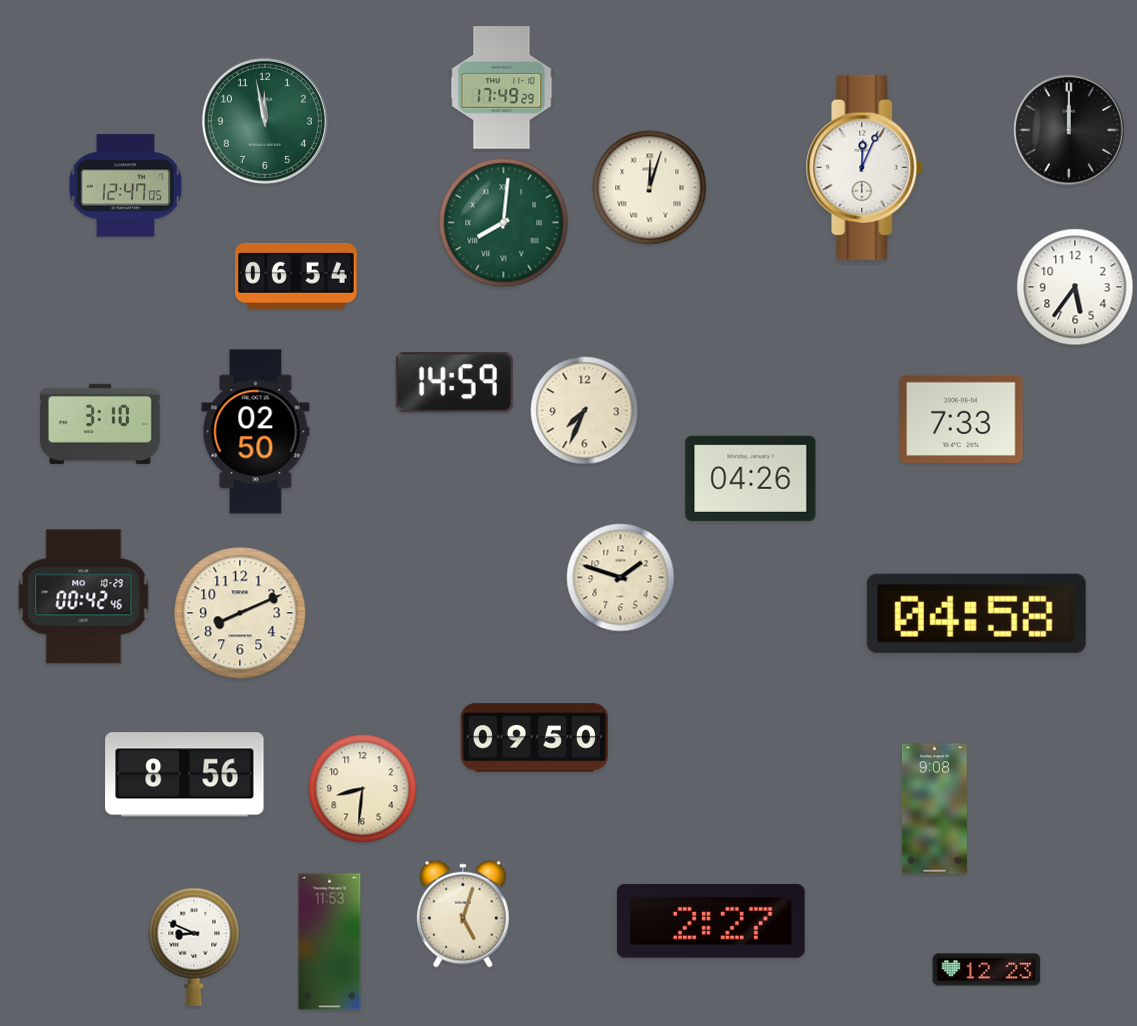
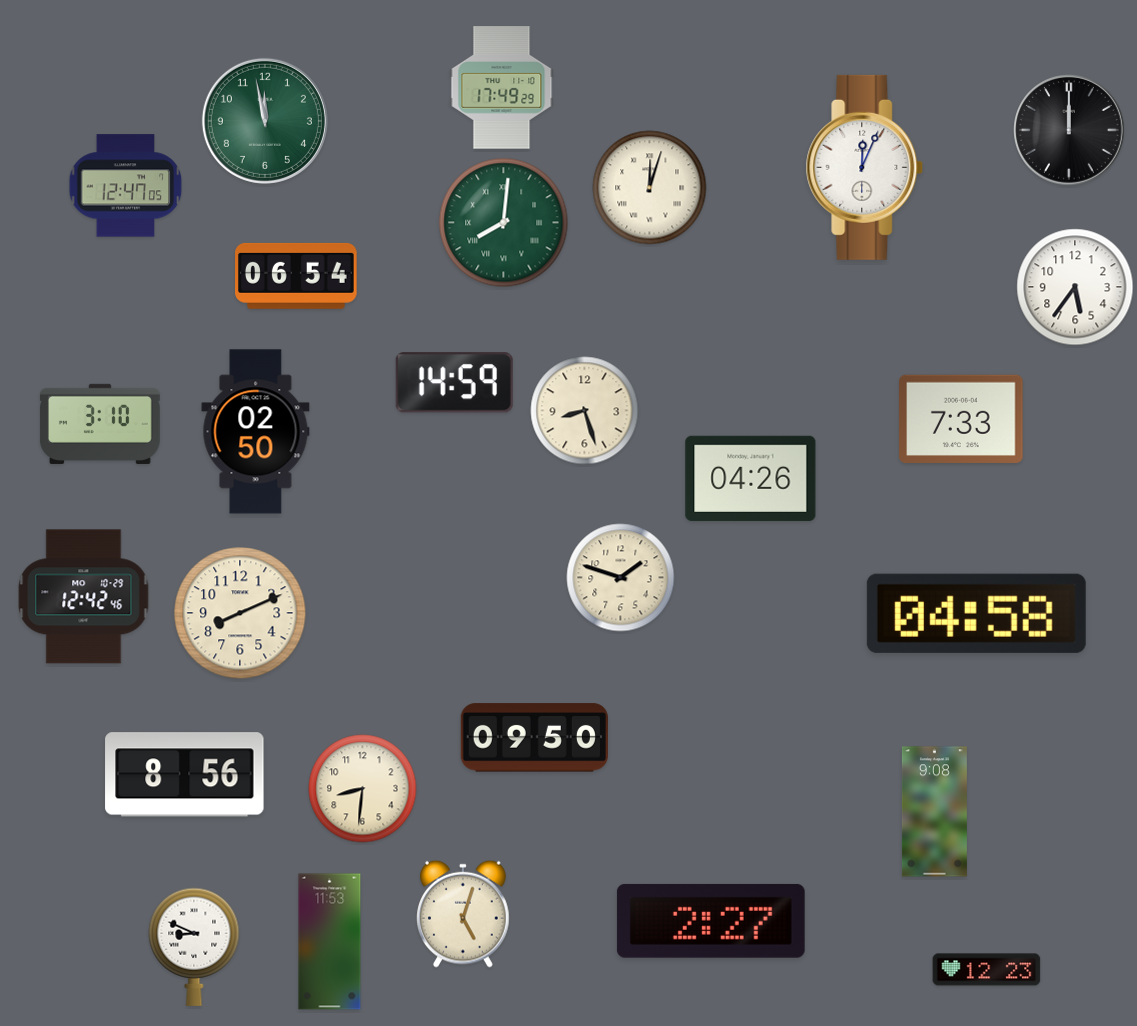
clock at (585, 411): 7:34 -> 8:27
clock at (84, 597): 00:42 -> 12:42
clock at (934, 809) position: (934, 809) -> (934, 812)
